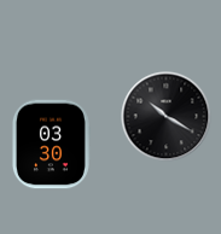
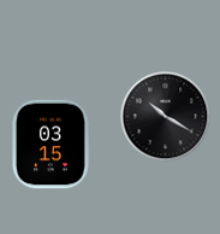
clock at (51, 145): 03:30 -> 03:15
